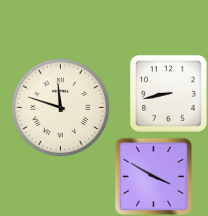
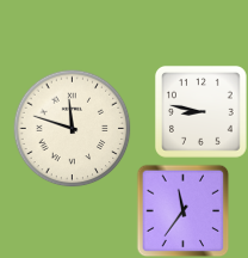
clock at (168, 93): 8:43 -> 8:47
clock at (153, 176): 3:50 -> 11:36
